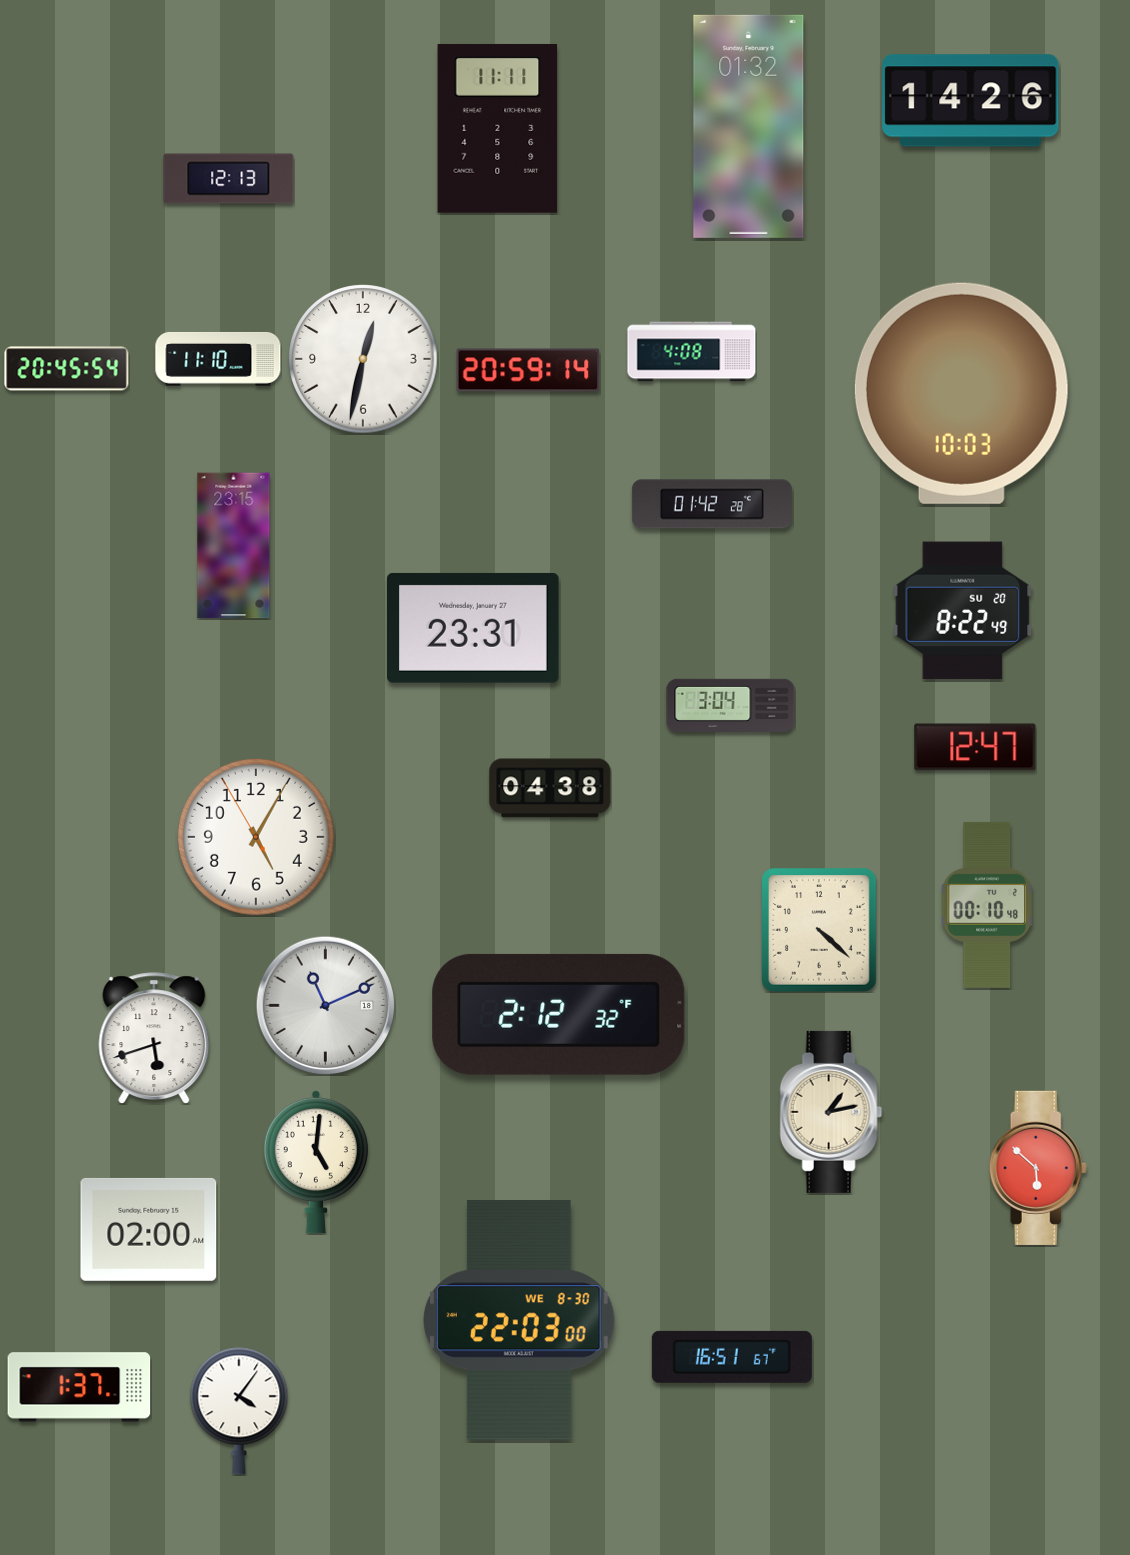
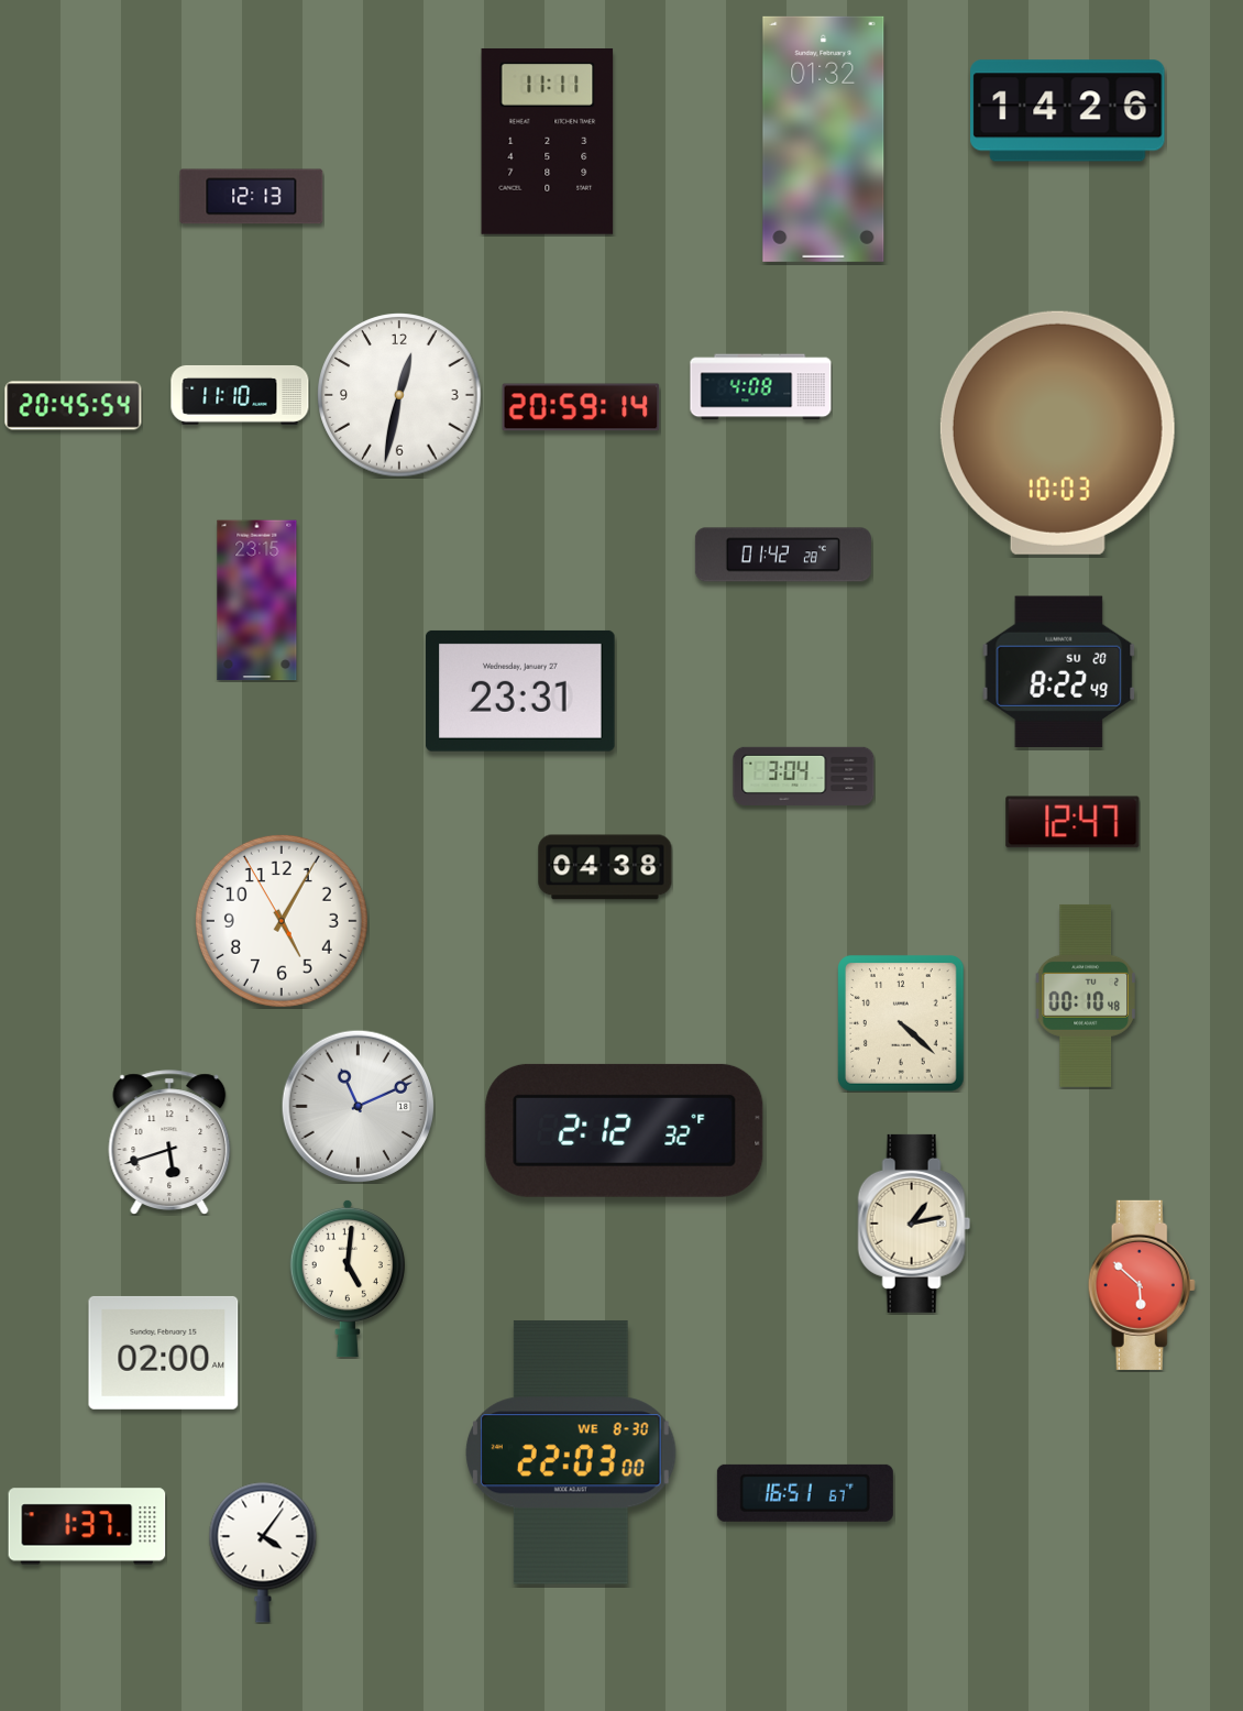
clock at (559, 1014) position: (559, 1014) -> (625, 1130)
